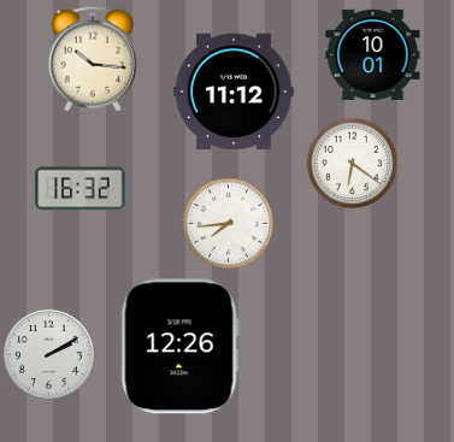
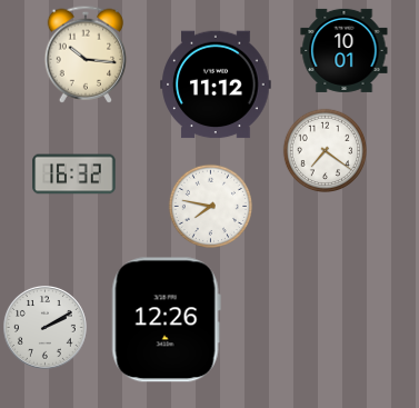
clock at (352, 163): 6:21 -> 7:21
clock at (228, 223): 7:44 -> 7:47
